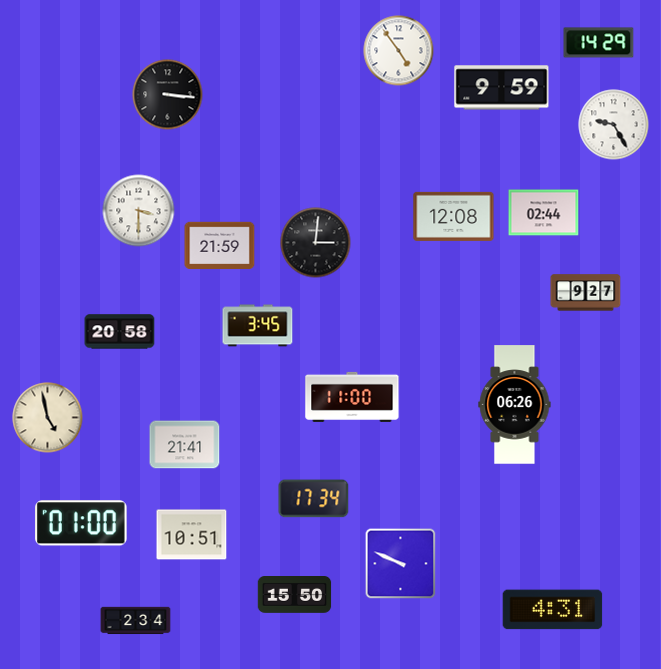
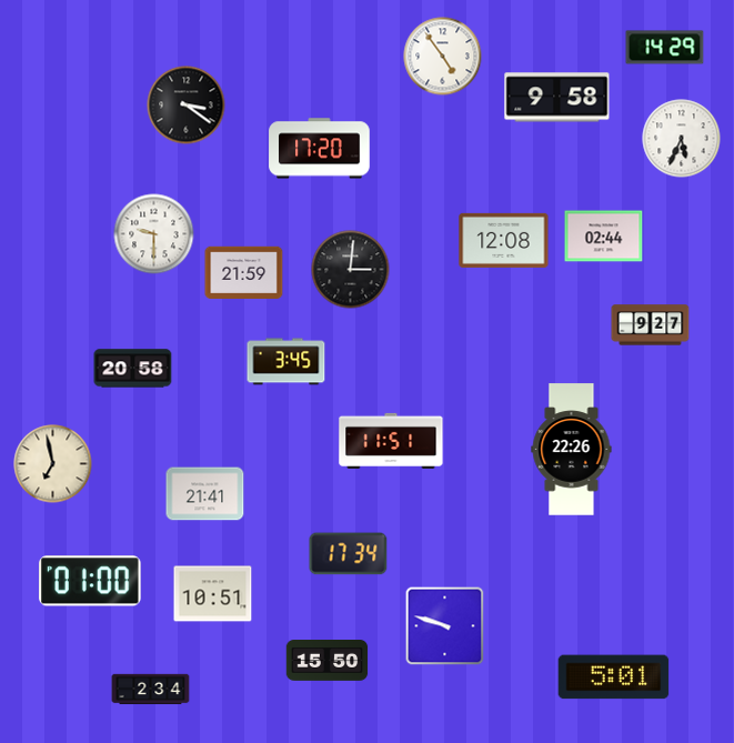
clock at (502, 88): 9:59 -> 9:58
clock at (168, 95): 3:16 -> 3:21
clock at (614, 125): 9:25 -> 5:34
clock at (320, 149): none -> 17:20
clock at (139, 211): 3:30 -> 9:30
clock at (352, 397): 11:00 -> 11:51
clock at (515, 405): 06:26 -> 22:26
clock at (48, 418): 4:58 -> 6:58
clock at (401, 564): 9:49 -> 9:48
clock at (553, 610): 4:31 -> 5:01
